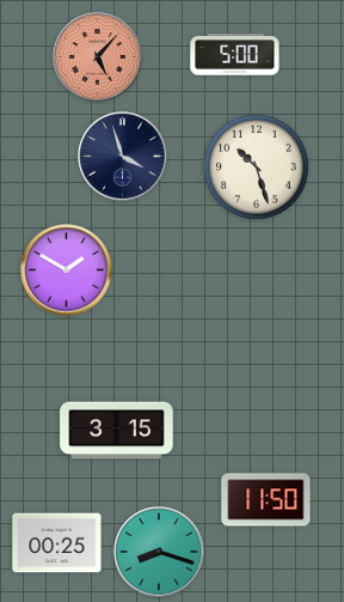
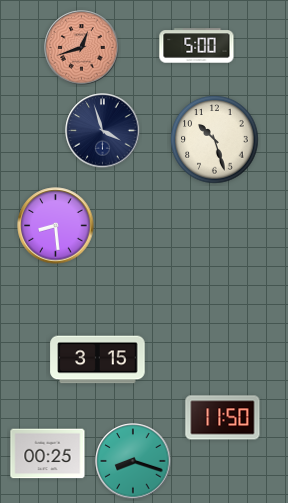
clock at (98, 57): 5:07 -> 12:42
clock at (67, 270): 1:50 -> 8:29
